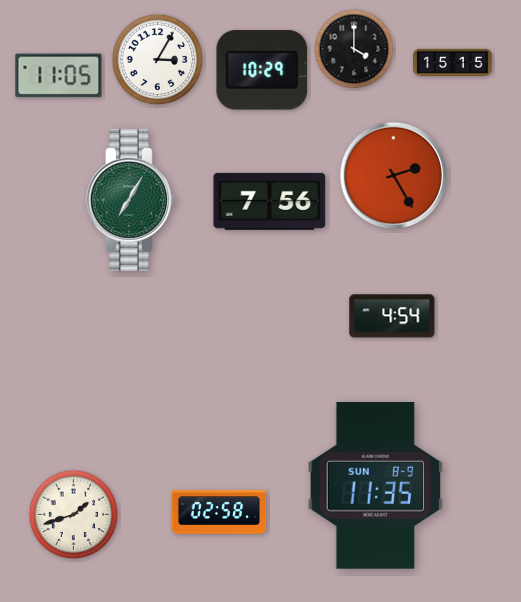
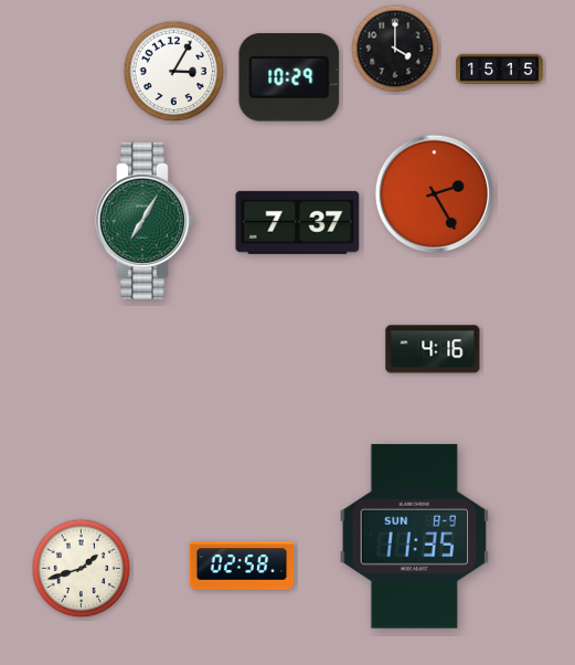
clock at (354, 49) position: (354, 49) -> (395, 49)
clock at (158, 60) position: (158, 60) -> (174, 72)
clock at (59, 76): 11:05 -> none
clock at (270, 201): 7:56 -> 7:37
clock at (392, 316): 4:54 -> 4:16
